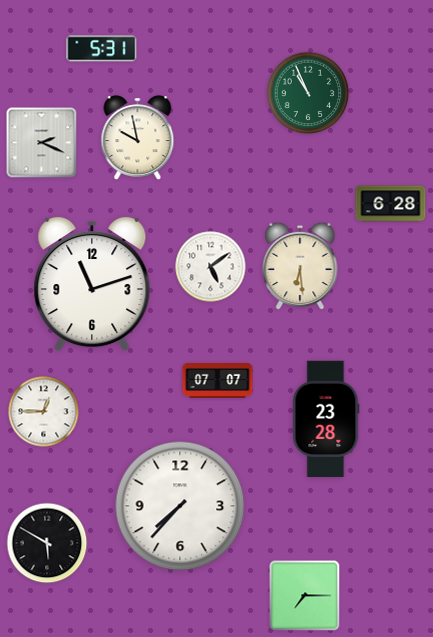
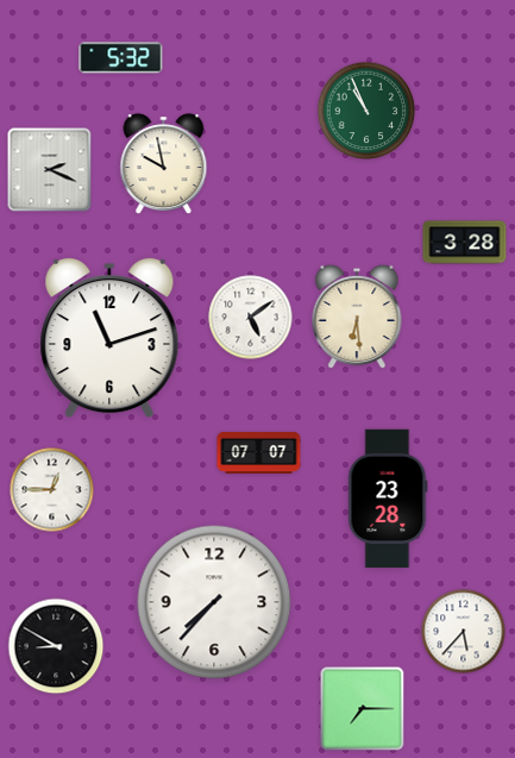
clock at (102, 49): 5:31 -> 5:32
clock at (391, 204): 6:28 -> 3:28
clock at (464, 632): none -> 5:37
clock at (47, 543): 5:50 -> 8:50
